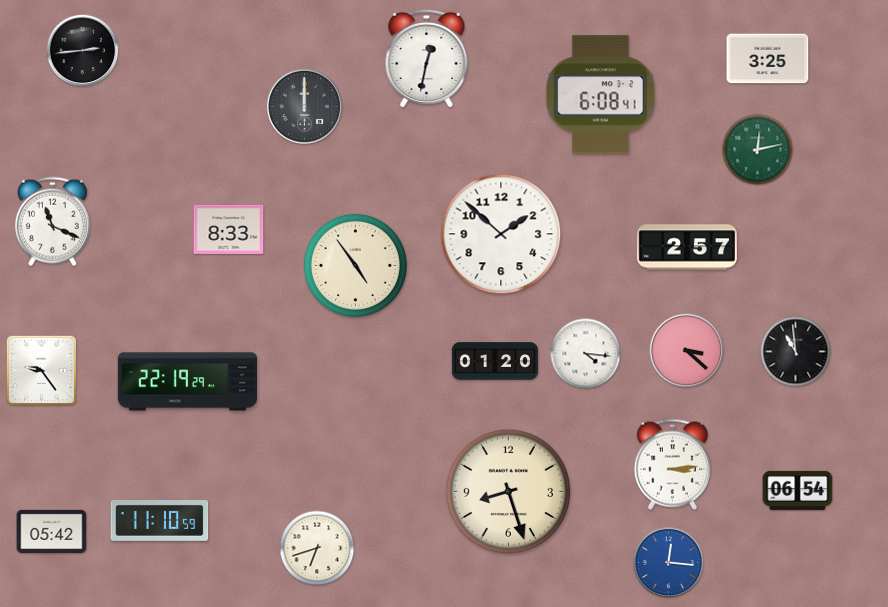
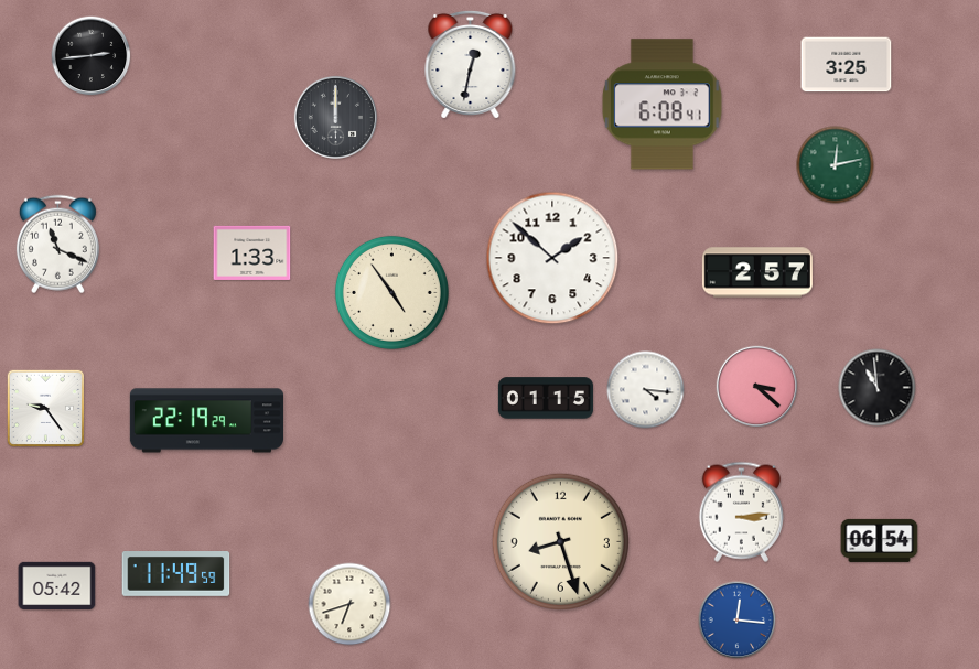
clock at (229, 229): 8:33 -> 1:33
clock at (495, 361): 01:20 -> 01:15
clock at (160, 521): 11:10 -> 11:49
